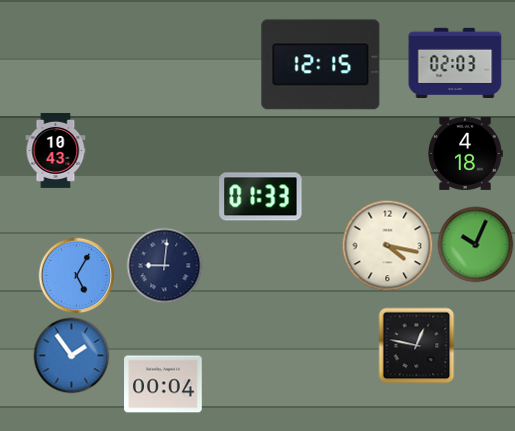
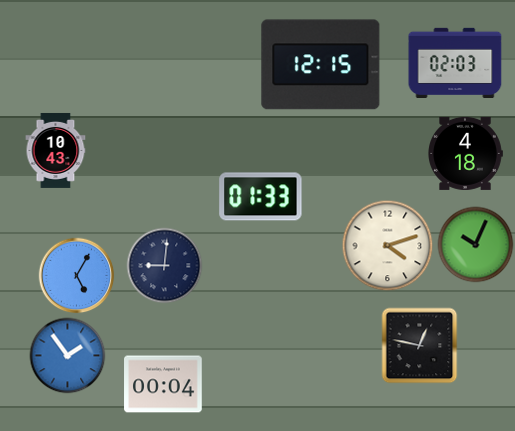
clock at (388, 246): 4:17 -> 4:12
clock at (417, 346) position: (417, 346) -> (420, 346)
clock at (72, 356) position: (72, 356) -> (68, 356)
